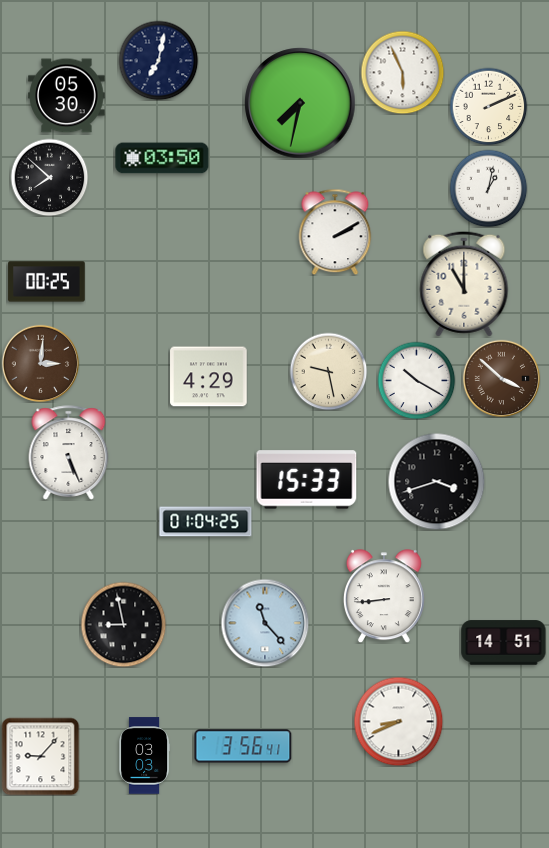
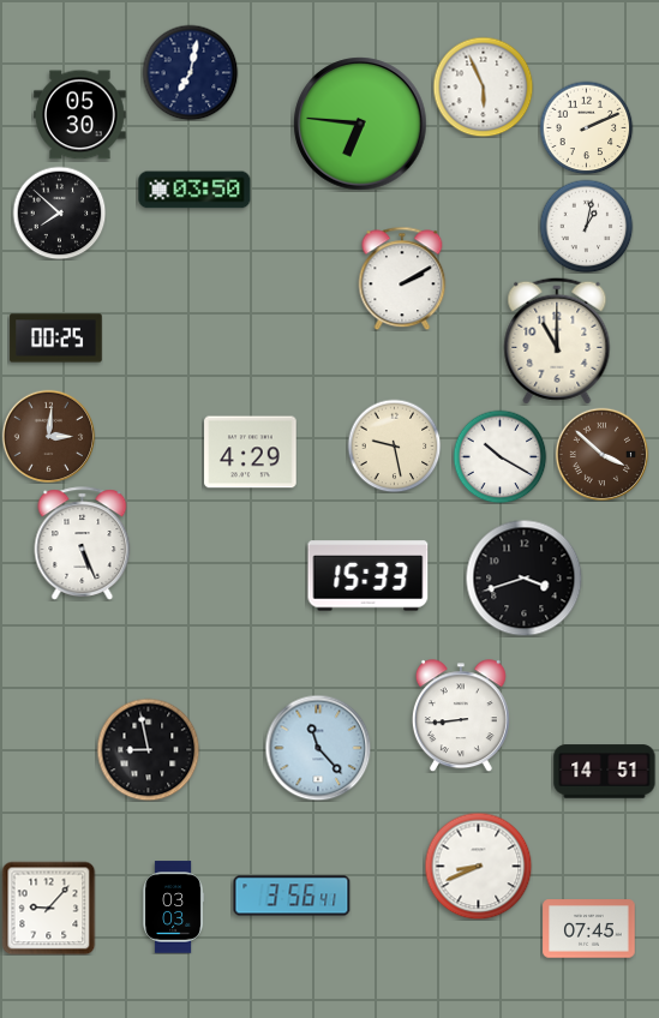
clock at (300, 103): 7:32 -> 6:46
clock at (206, 522): 01:04 -> none
clock at (589, 929): none -> 07:45
